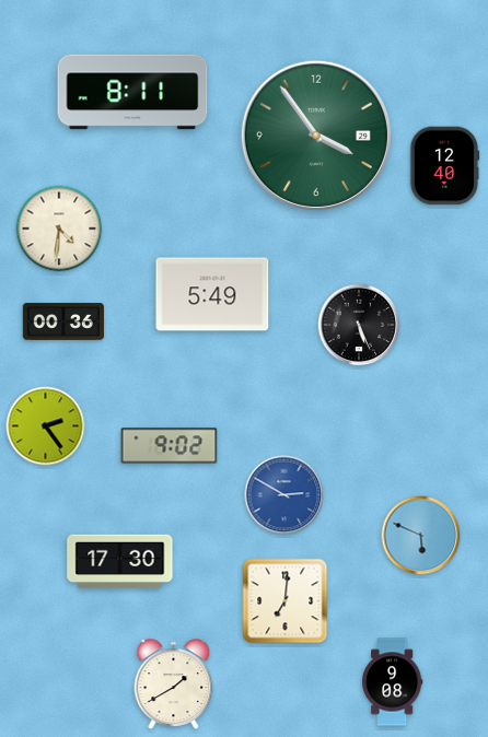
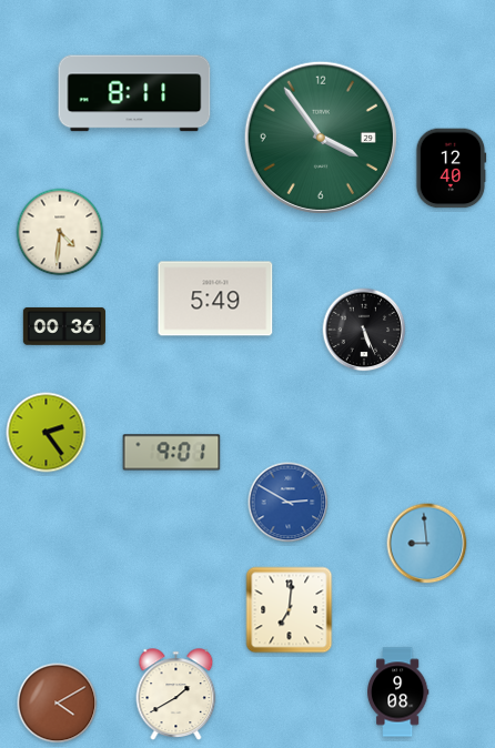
clock at (170, 446): 9:02 -> 9:01
clock at (421, 536): 5:49 -> 8:59
clock at (120, 562): 17:30 -> none
clock at (58, 704): none -> 4:10
